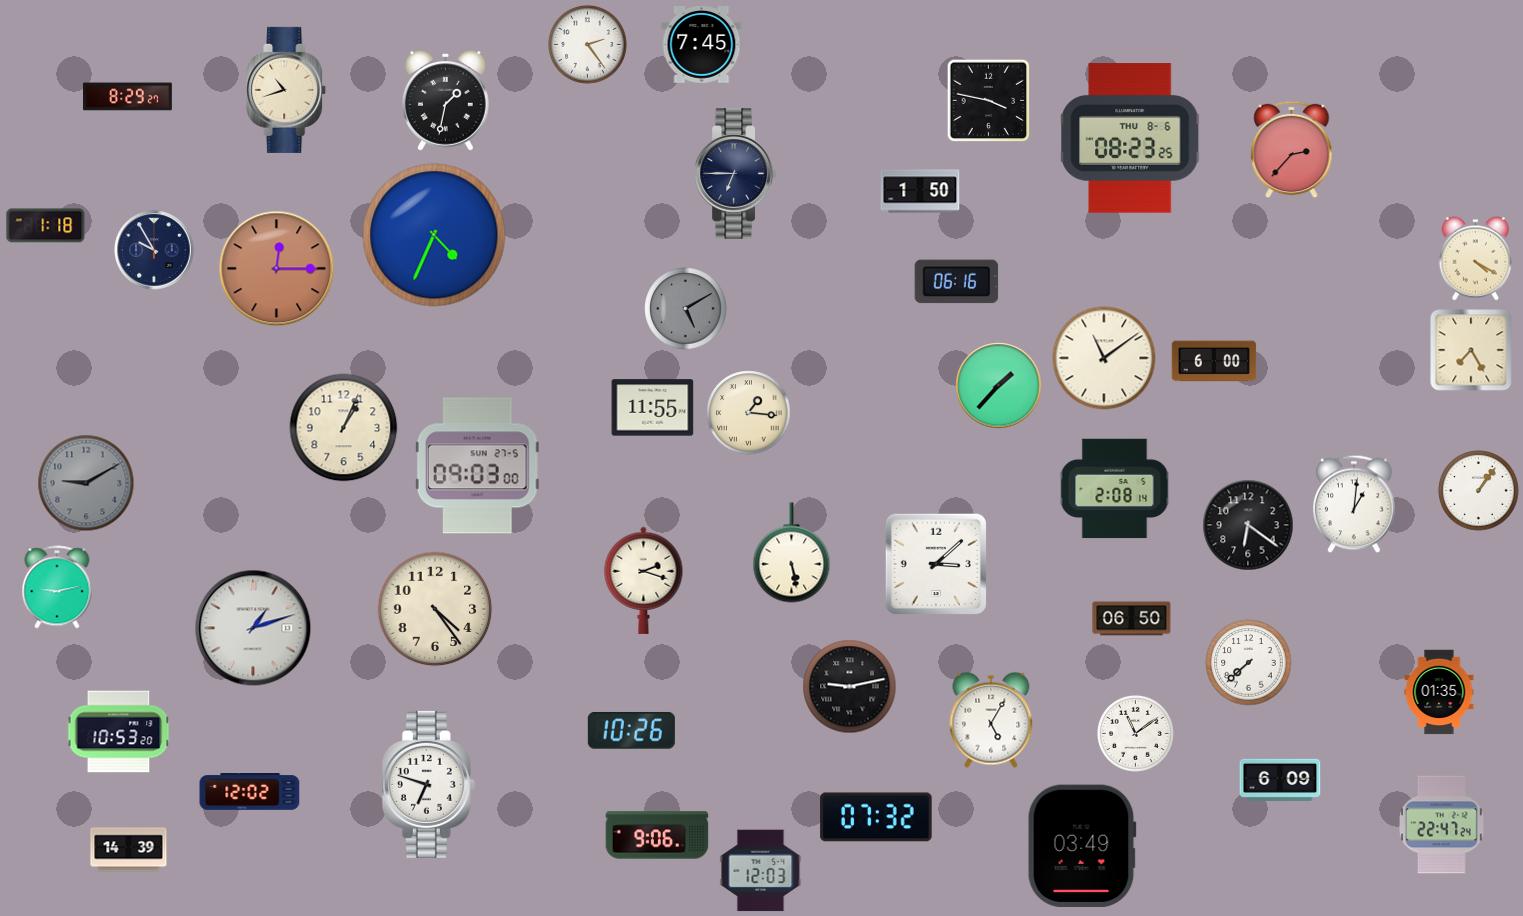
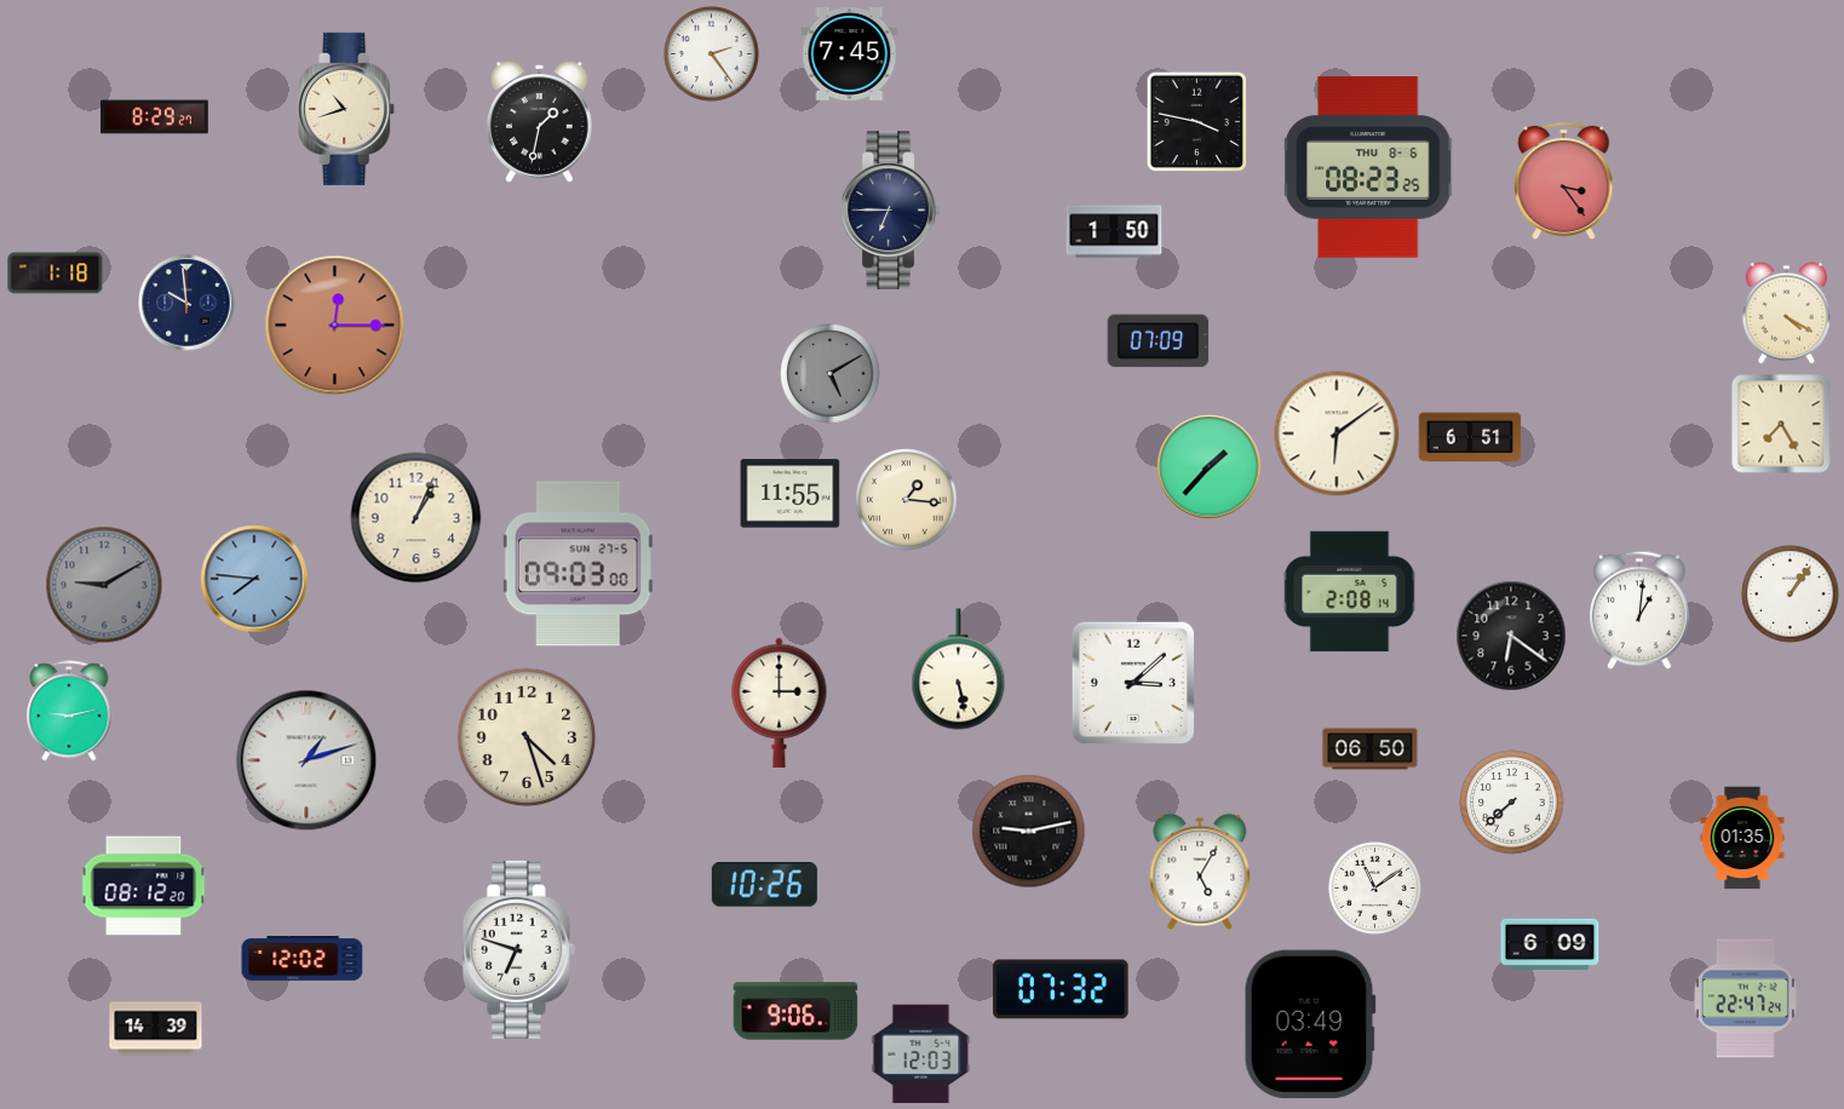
clock at (1292, 150): 2:37 -> 3:24
clock at (434, 235): 4:34 -> none
clock at (154, 250): 9:55 -> 9:59
clock at (957, 282): 06:16 -> 07:09
clock at (1104, 358): 11:09 -> 6:09
clock at (1214, 361): 6:00 -> 6:51
clock at (254, 579): none -> 7:46
clock at (644, 580): 2:18 -> 3:00
clock at (435, 609): 4:24 -> 4:27
clock at (119, 732): 10:53 -> 08:12
